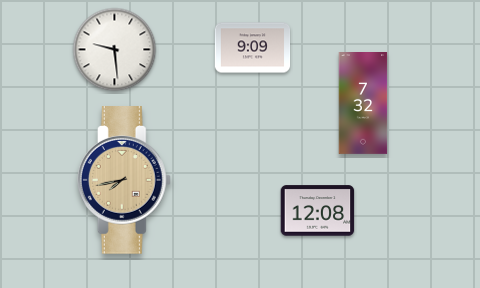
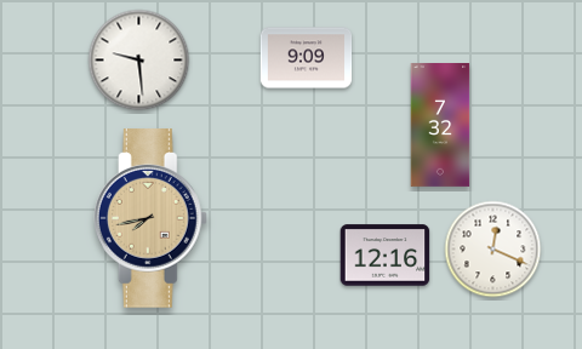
clock at (493, 250): none -> 12:19
clock at (318, 211): 12:08 -> 12:16
